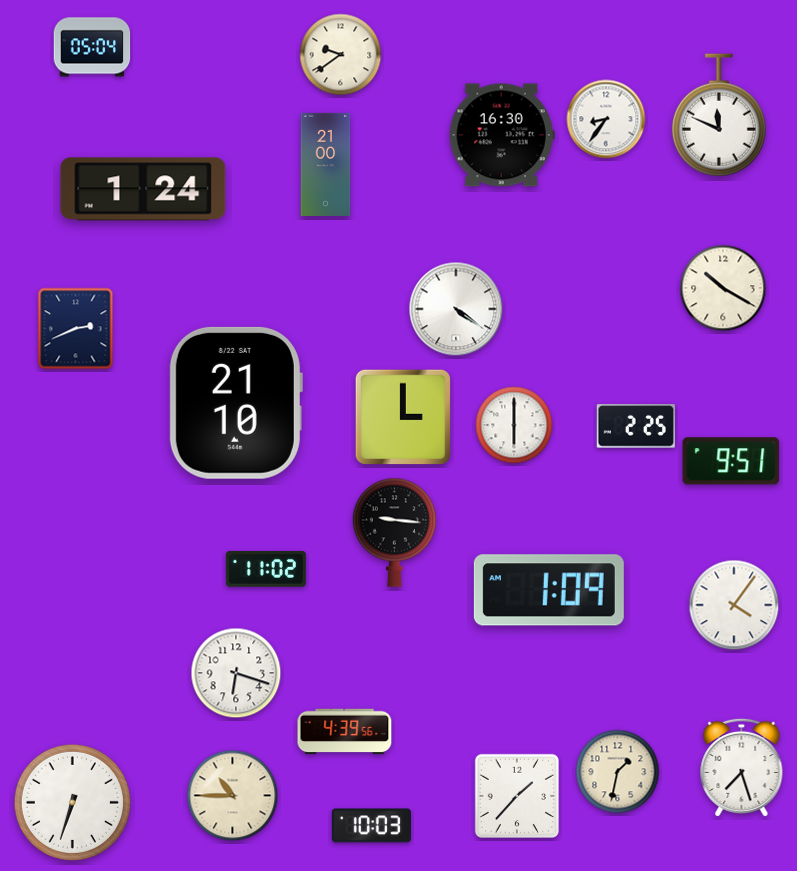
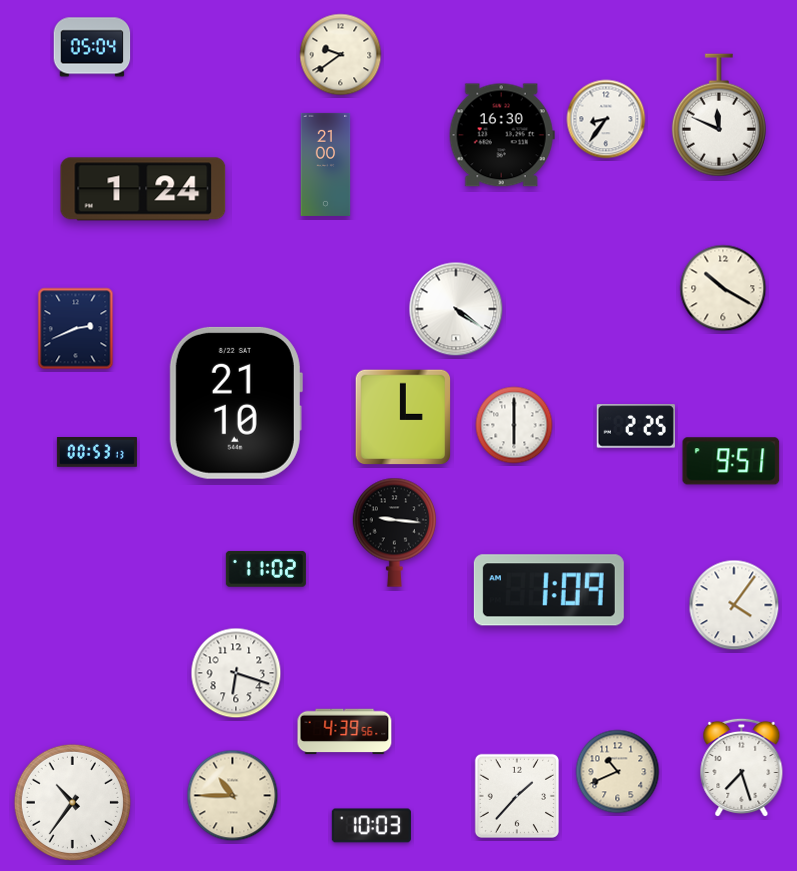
clock at (97, 452): none -> 00:53
clock at (618, 772): 1:32 -> 10:41
clock at (72, 802): 6:33 -> 10:36
